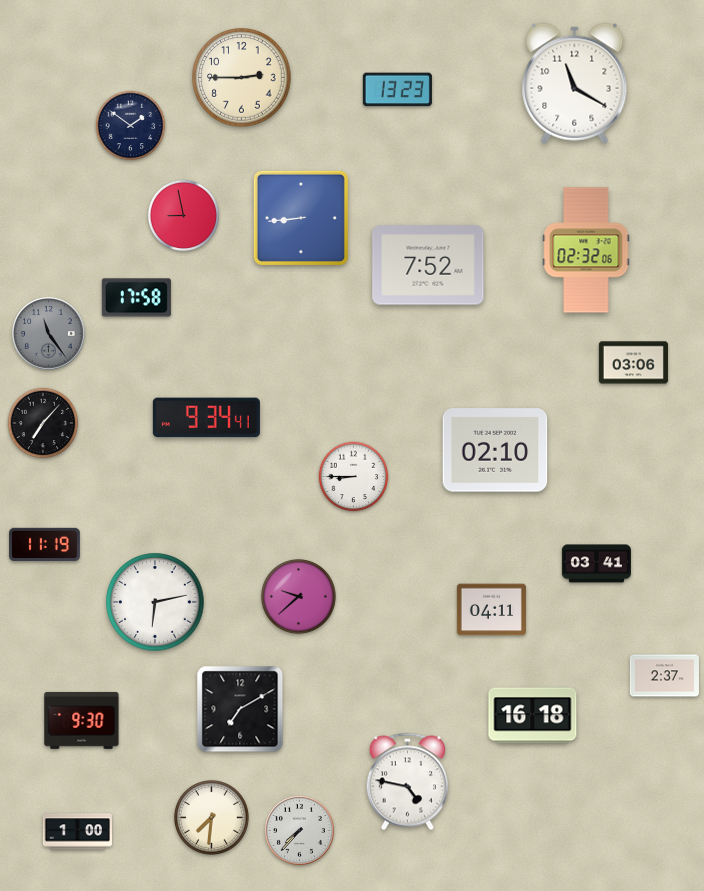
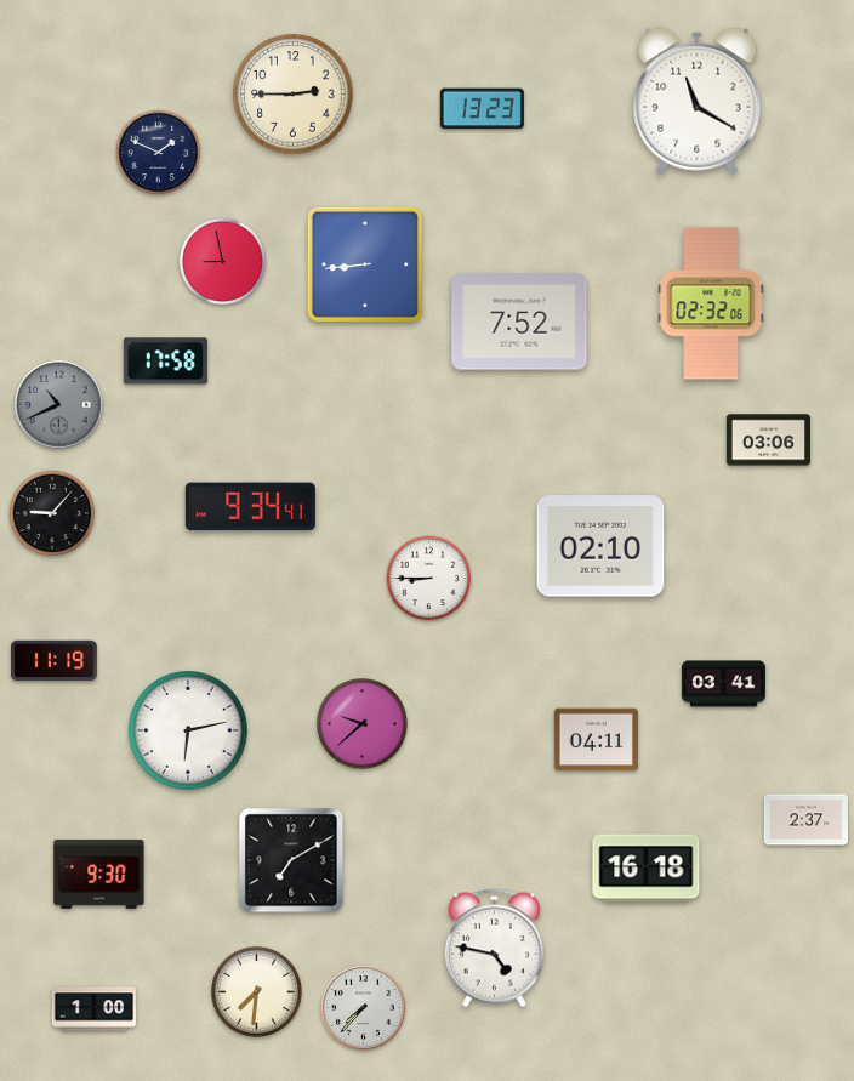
clock at (131, 126): 1:51 -> 1:49
clock at (49, 334): 11:24 -> 10:41
clock at (43, 423): 7:07 -> 9:07
